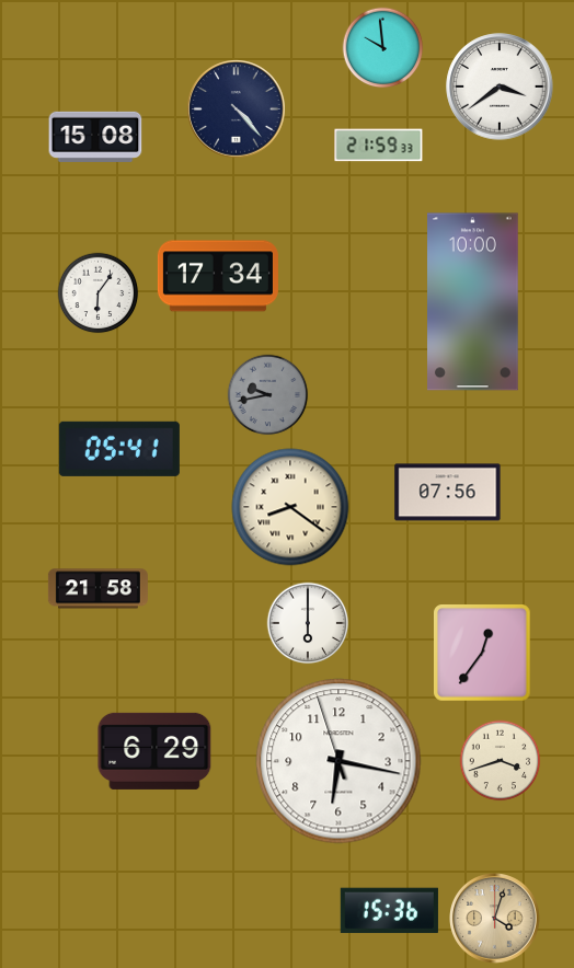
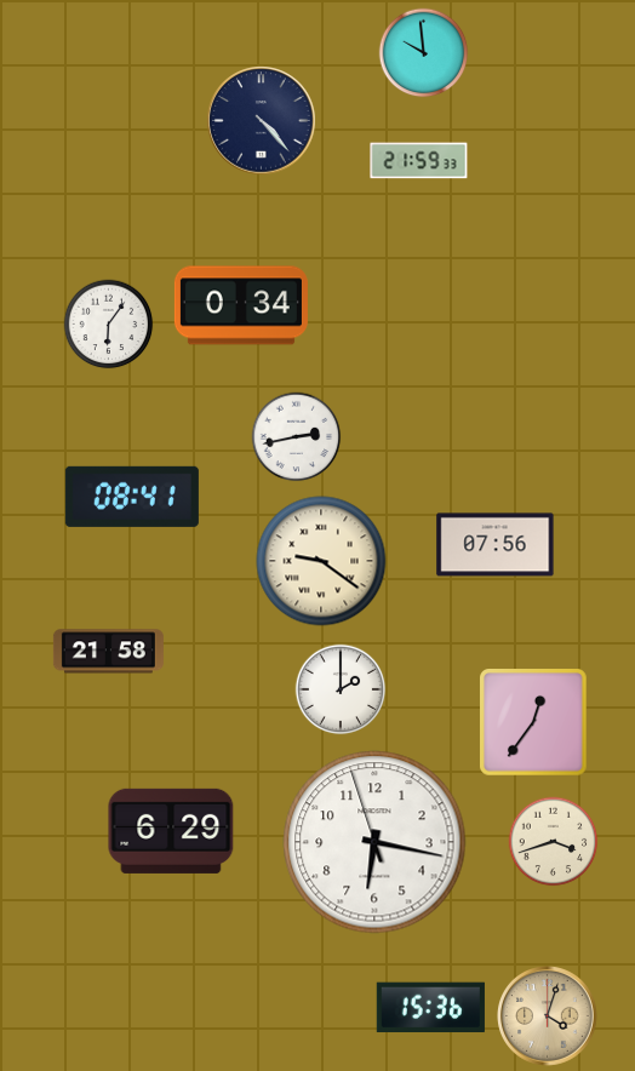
clock at (500, 87): 3:39 -> none
clock at (95, 137): 15:08 -> none
clock at (218, 276): 17:34 -> 0:34
clock at (473, 302): 10:00 -> none
clock at (268, 395): 9:43 -> 2:43
clock at (268, 395) dial: grey -> white
clock at (119, 449): 05:41 -> 08:41
clock at (290, 507): 8:21 -> 9:21
clock at (308, 623): 6:00 -> 2:00
